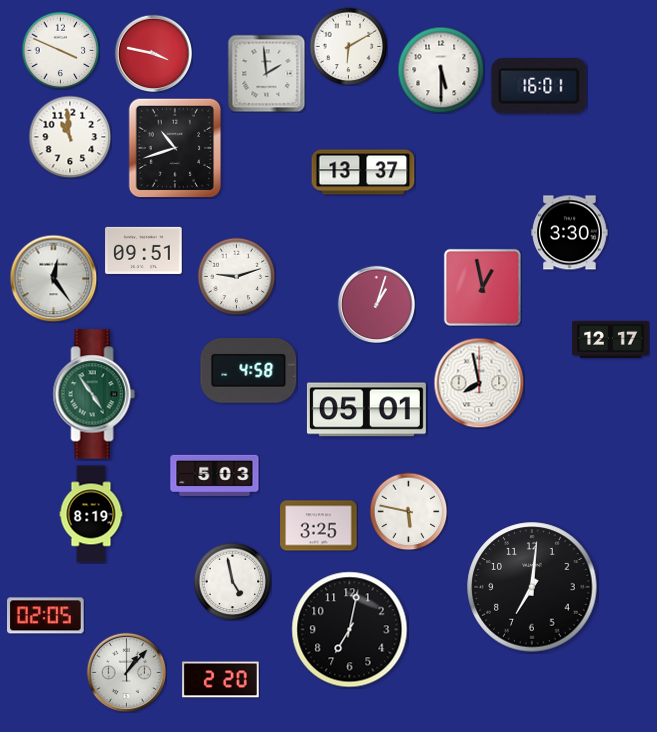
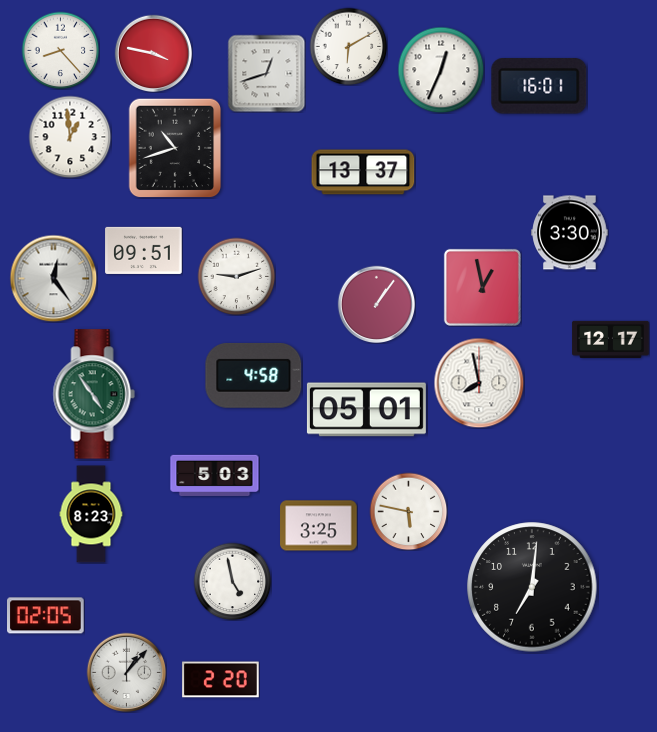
clock at (60, 50): 3:49 -> 8:23
clock at (441, 70): 5:30 -> 12:34
clock at (266, 73): 1:59 -> 12:42
clock at (70, 137): 10:59 -> 12:59
clock at (376, 304): 1:03 -> 1:06
clock at (249, 371) position: (249, 371) -> (254, 376)
clock at (91, 514): 8:19 -> 8:23
clock at (350, 630): 7:02 -> none
